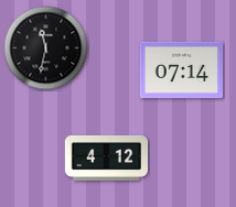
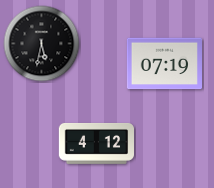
clock at (46, 48): 11:32 -> 5:32
clock at (181, 70): 07:14 -> 07:19
